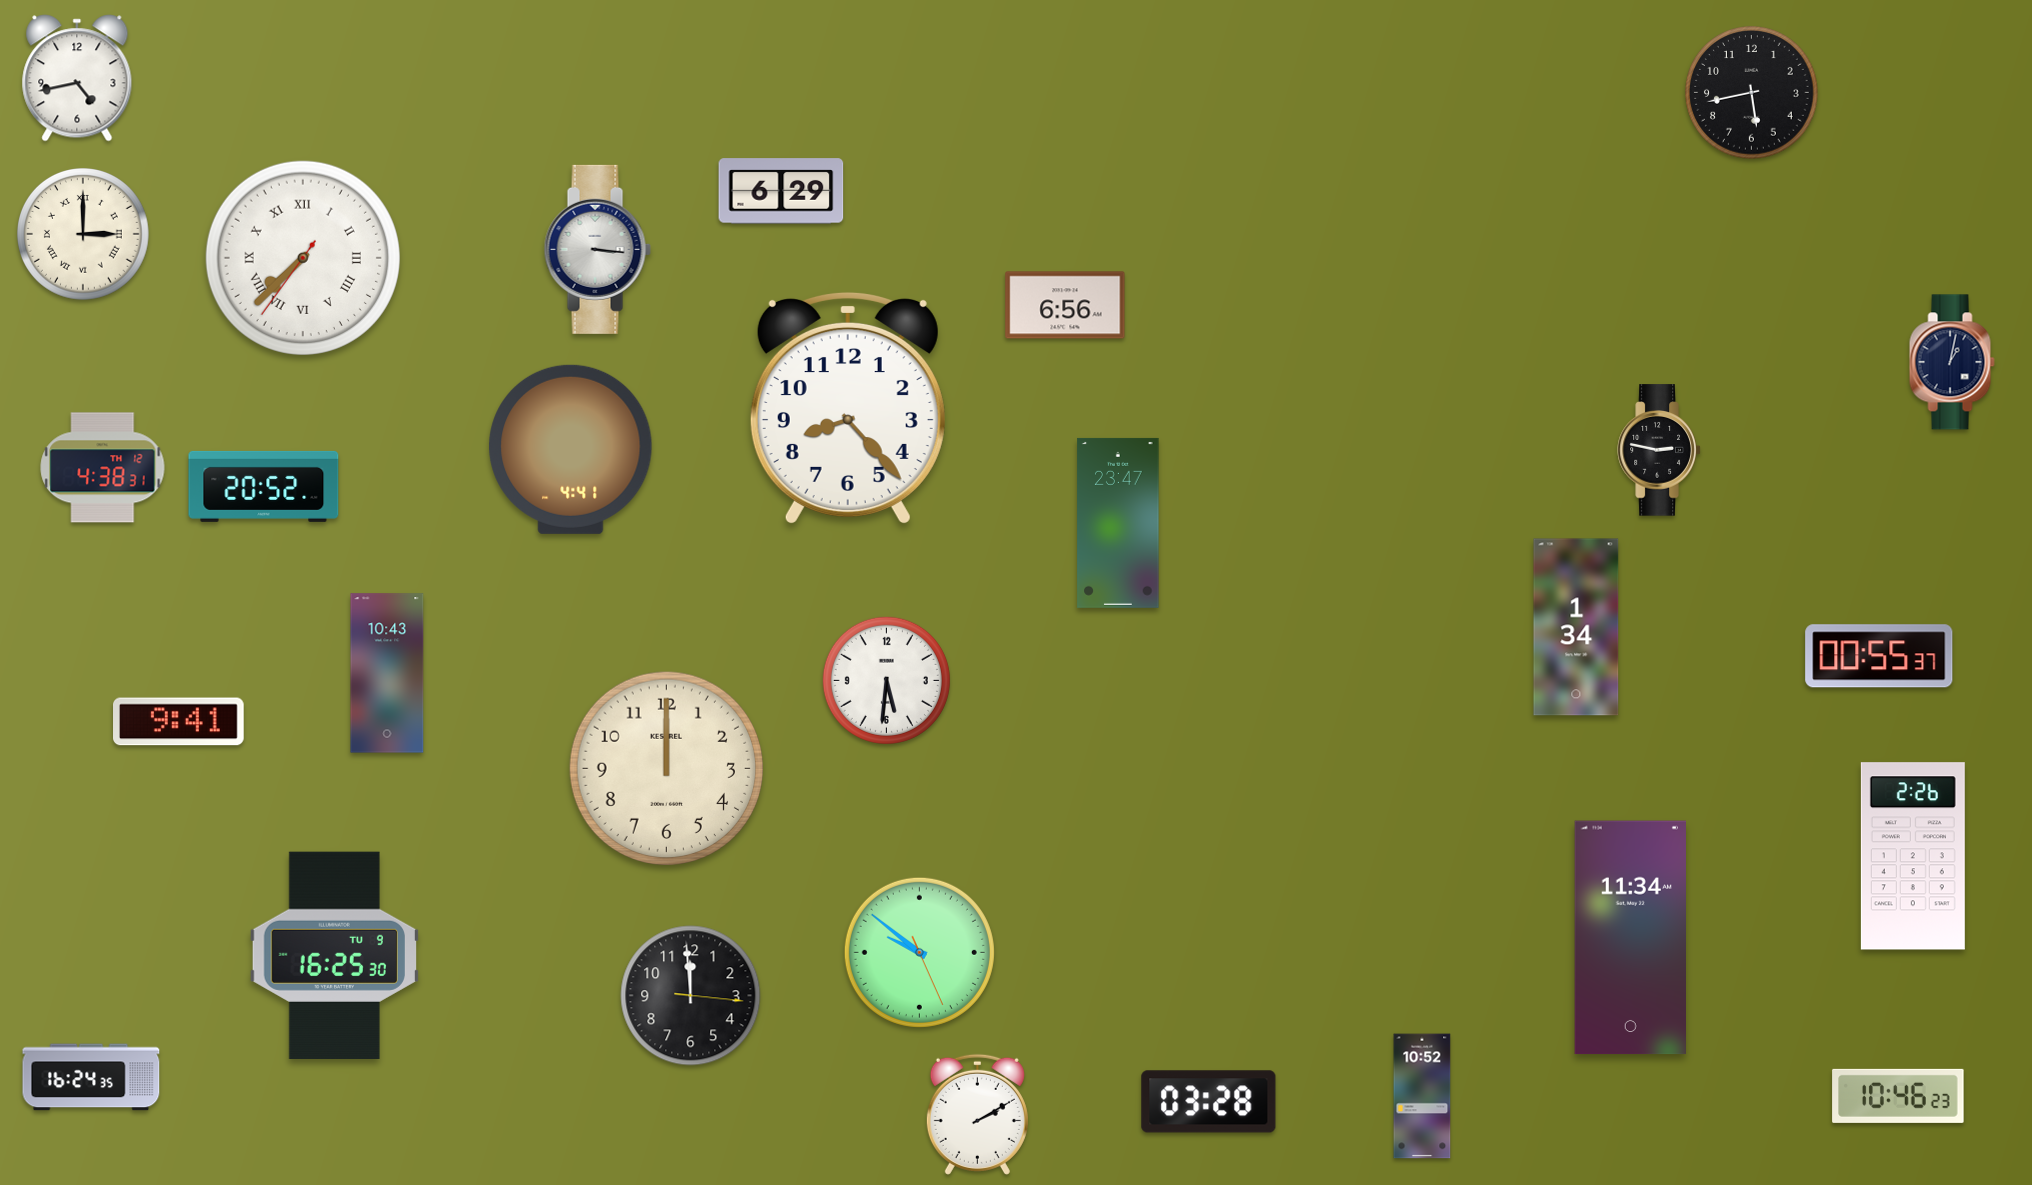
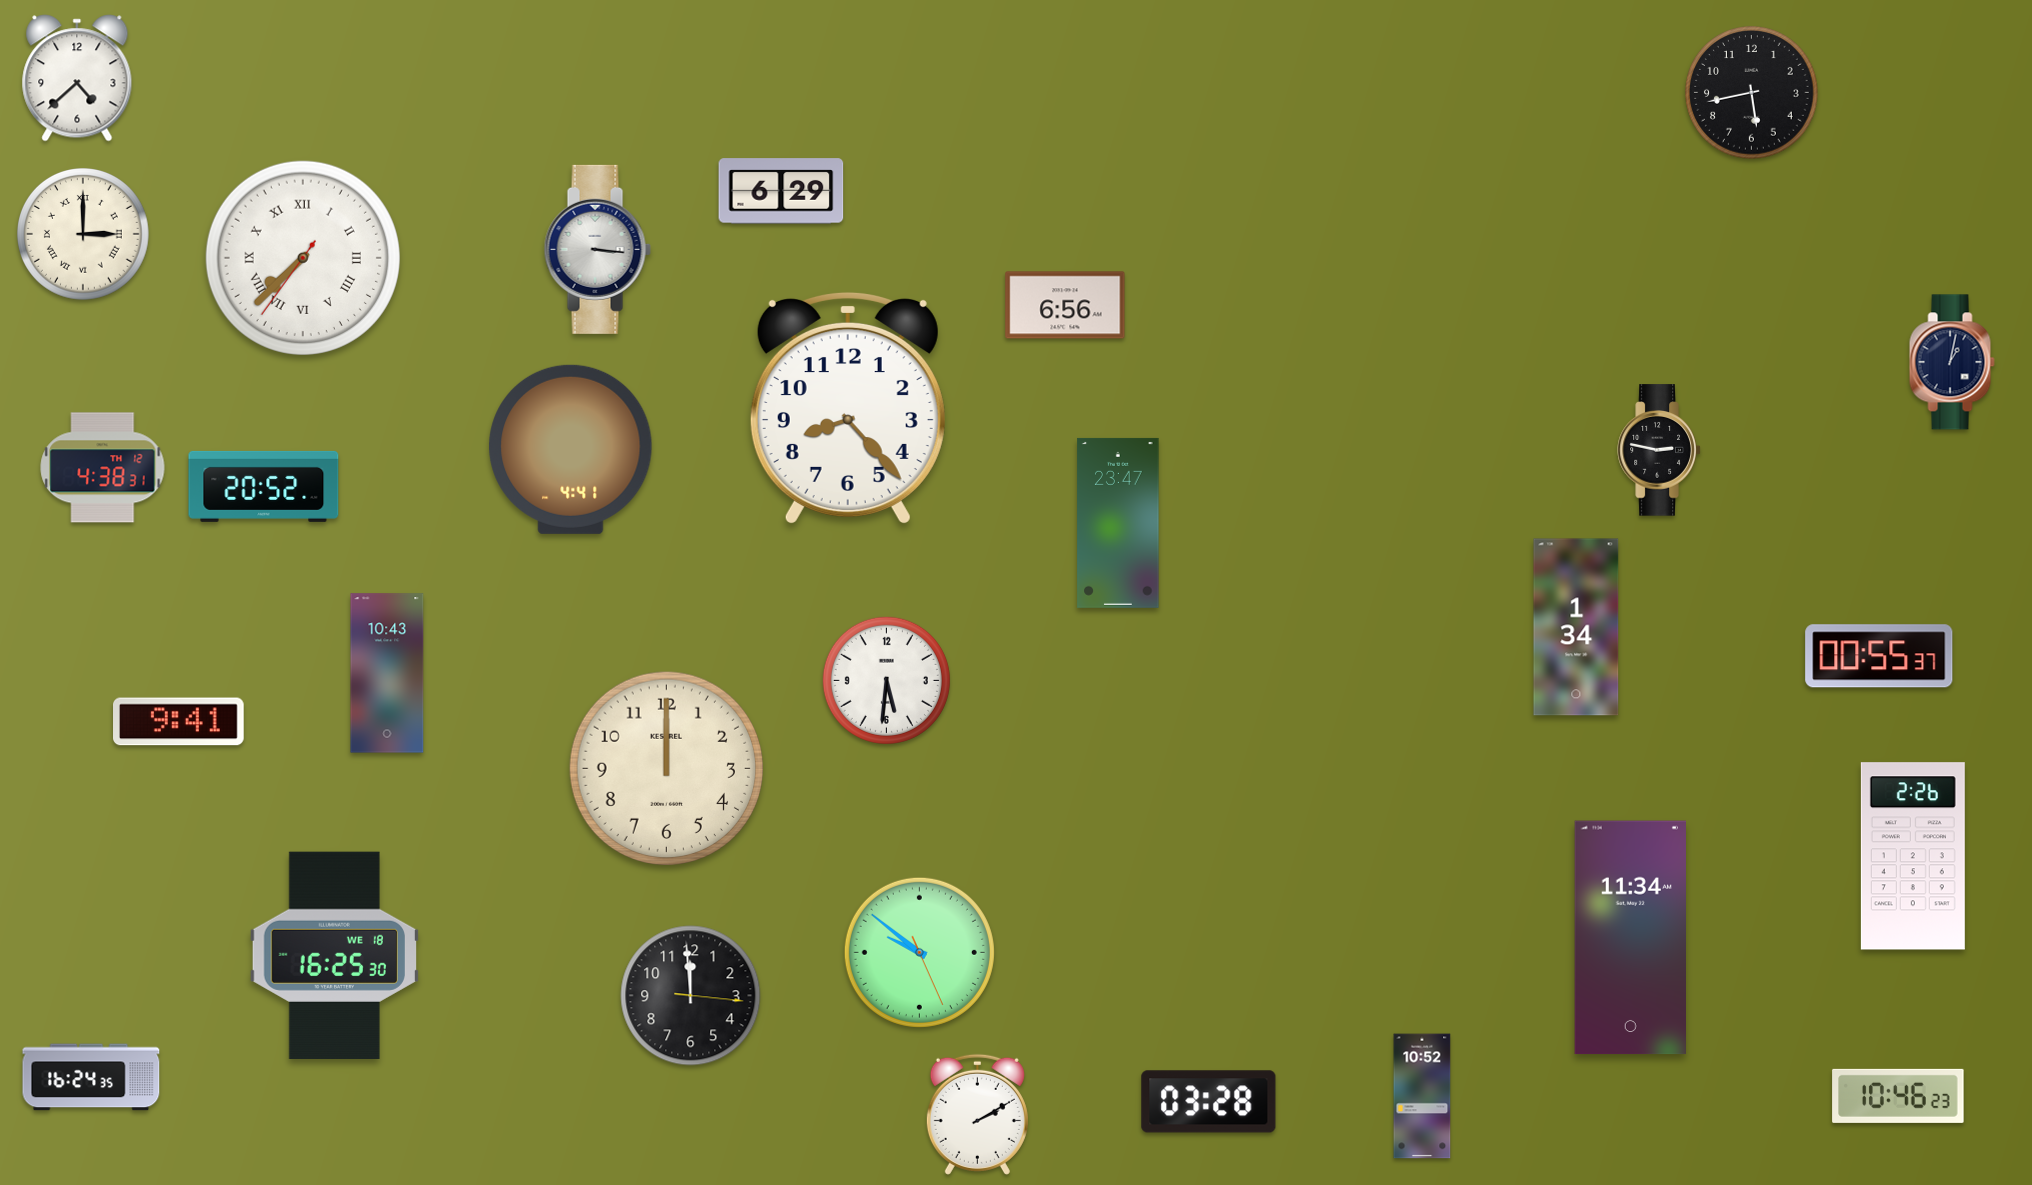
clock at (77, 78): 4:43 -> 4:38
clock at (334, 955) date: TU 9 -> WE 18
